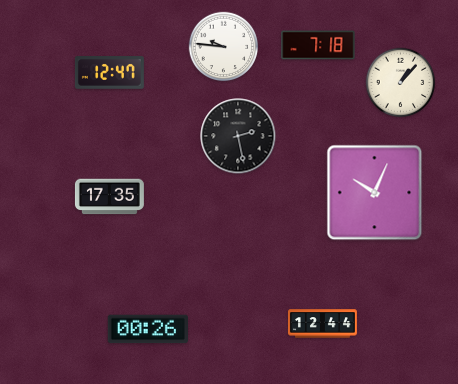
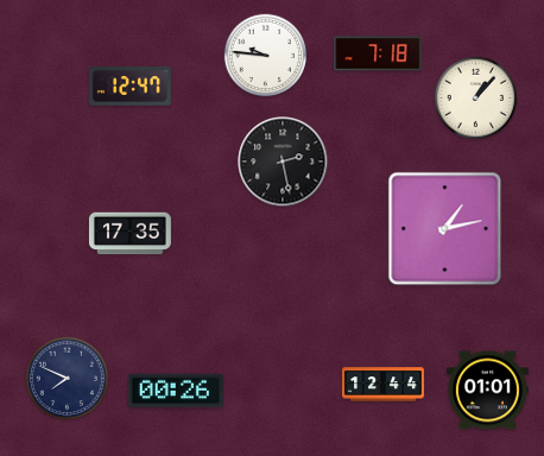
clock at (375, 193): 10:04 -> 1:13
clock at (68, 379): none -> 7:49
clock at (487, 391): none -> 01:01
